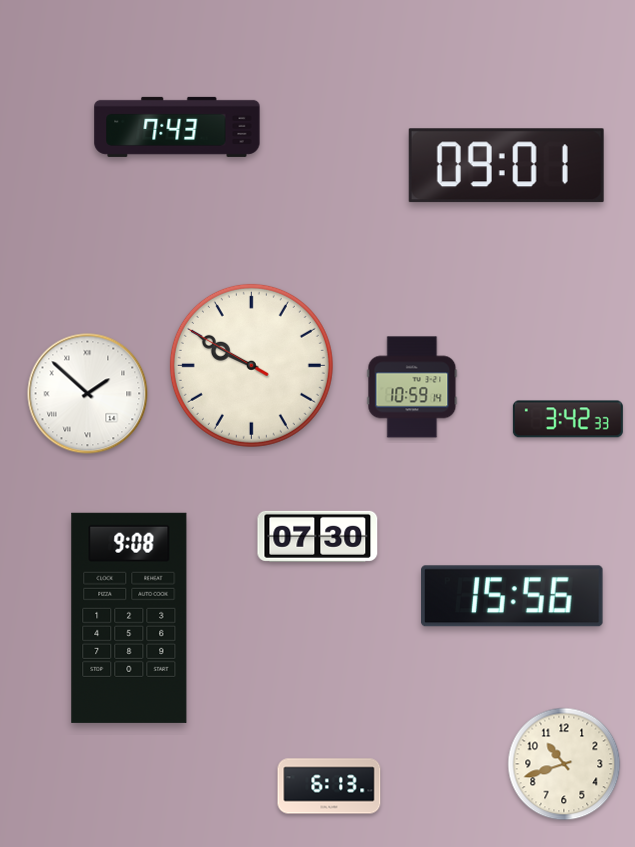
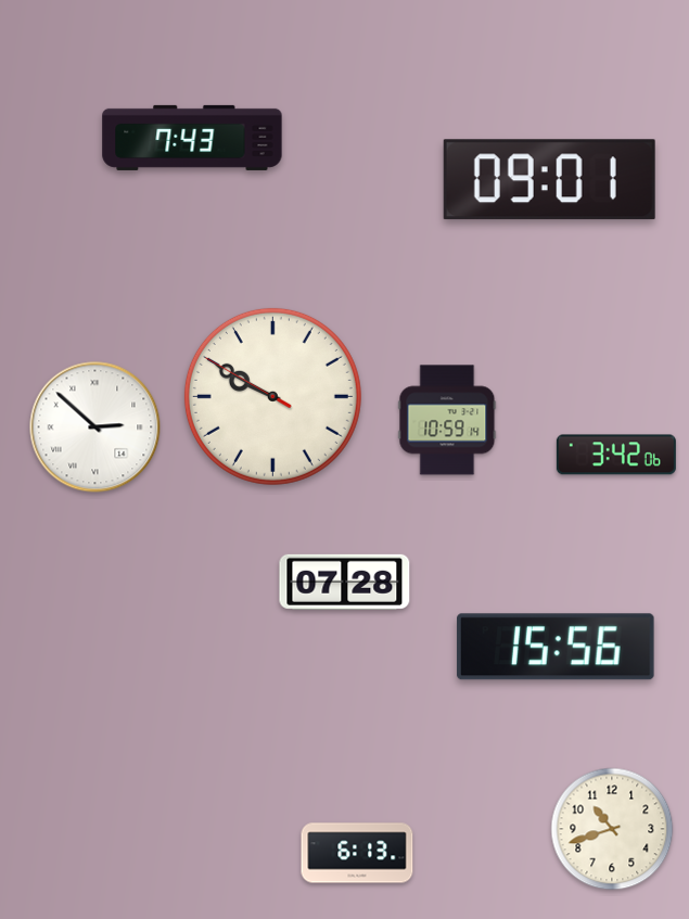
clock at (88, 394): 1:52 -> 2:52
clock at (568, 419): 3:42:33 -> 3:42:06
clock at (318, 536): 07:30 -> 07:28
clock at (129, 618): 9:08 -> none
